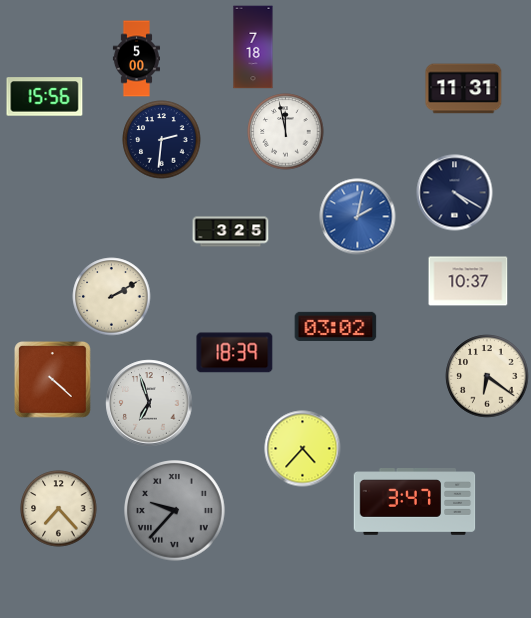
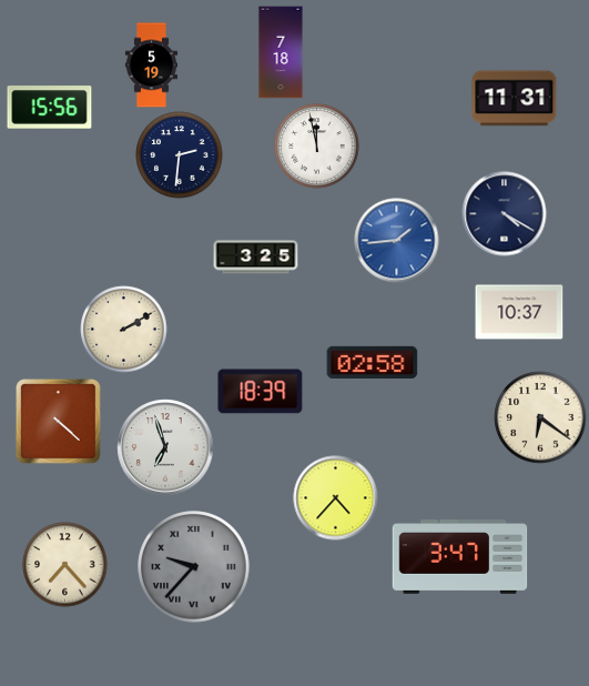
clock at (136, 59): 5:00 -> 5:19
clock at (358, 217): 2:02 -> 1:44
clock at (336, 326): 03:02 -> 02:58
